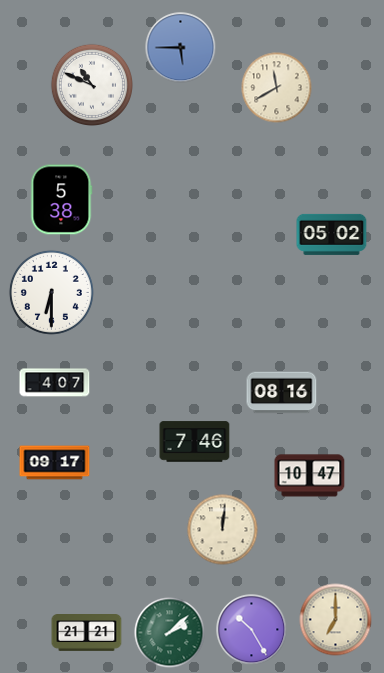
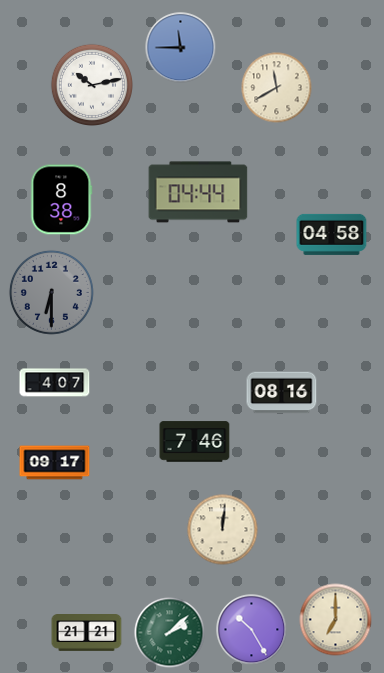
clock at (181, 48): 5:45 -> 11:45
clock at (91, 84): 10:49 -> 10:13
clock at (198, 192): none -> 04:44
clock at (62, 200): 5:38 -> 8:38
clock at (332, 234): 05:02 -> 04:58
clock at (51, 292) dial: white -> grey
clock at (310, 476): 10:47 -> none
